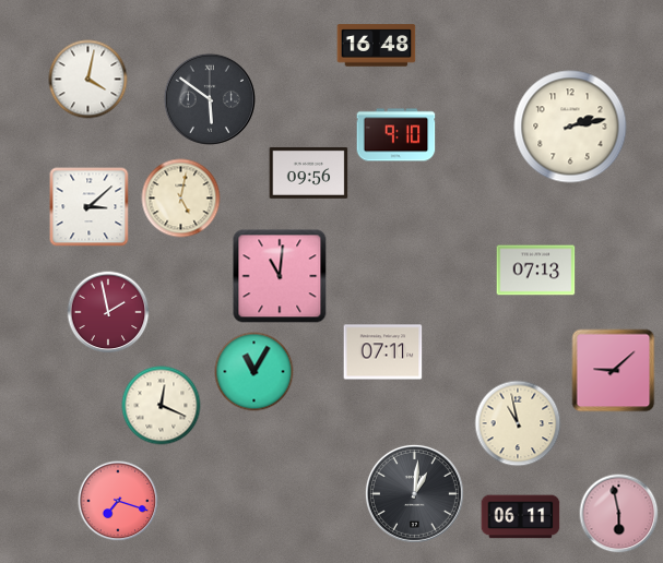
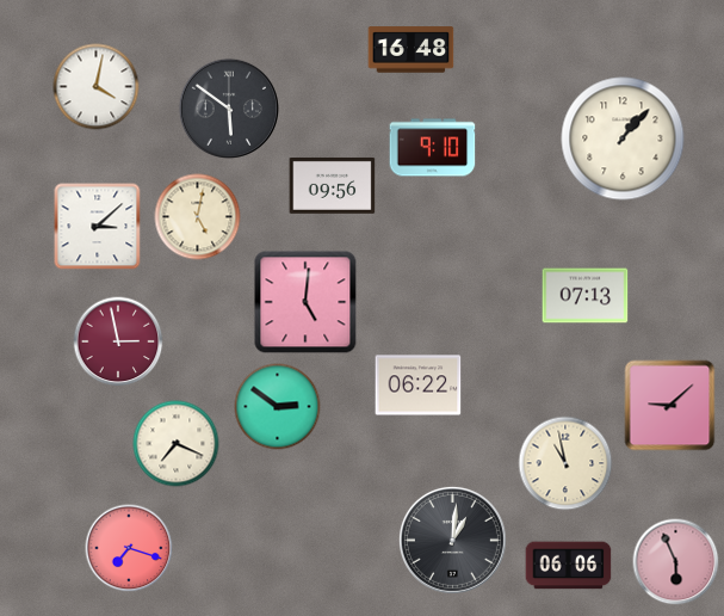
clock at (570, 127): 2:13 -> 1:07
clock at (309, 172) position: (309, 172) -> (333, 185)
clock at (280, 276): 11:01 -> 5:01
clock at (108, 312): 1:58 -> 2:58
clock at (383, 352): 07:11 -> 06:22
clock at (254, 372): 11:05 -> 2:51
clock at (162, 406): 12:19 -> 7:19
clock at (619, 514): 5:58 -> 5:56
clock at (521, 517): 06:11 -> 06:06
